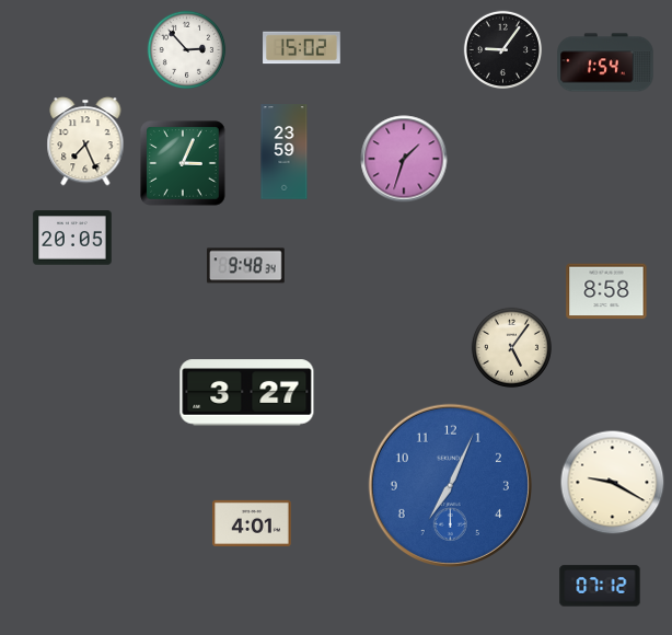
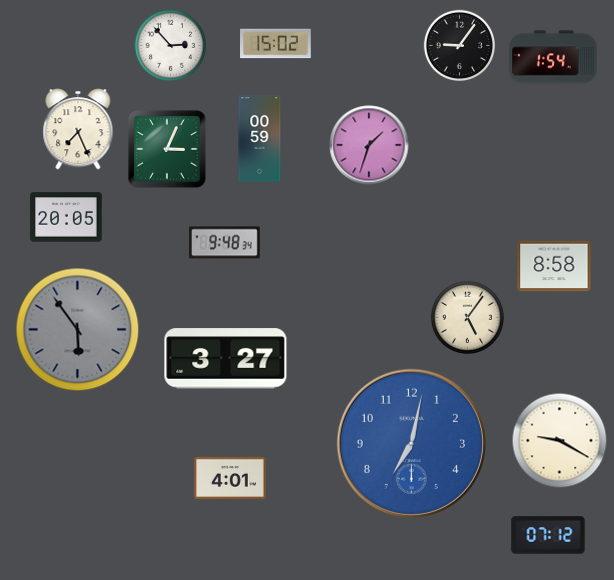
clock at (285, 152): 23:59 -> 00:59
clock at (78, 330): none -> 5:54
clock at (450, 485): 7:04 -> 7:02
